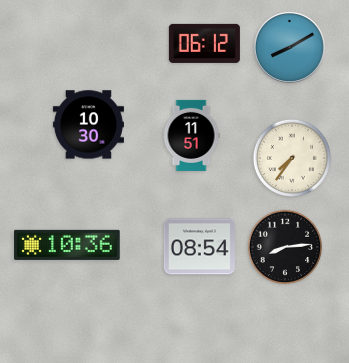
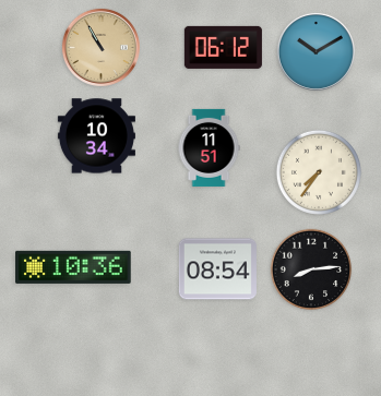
clock at (100, 47): none -> 10:55
clock at (289, 47): 8:10 -> 10:10
clock at (88, 125): 10:30 -> 10:34
